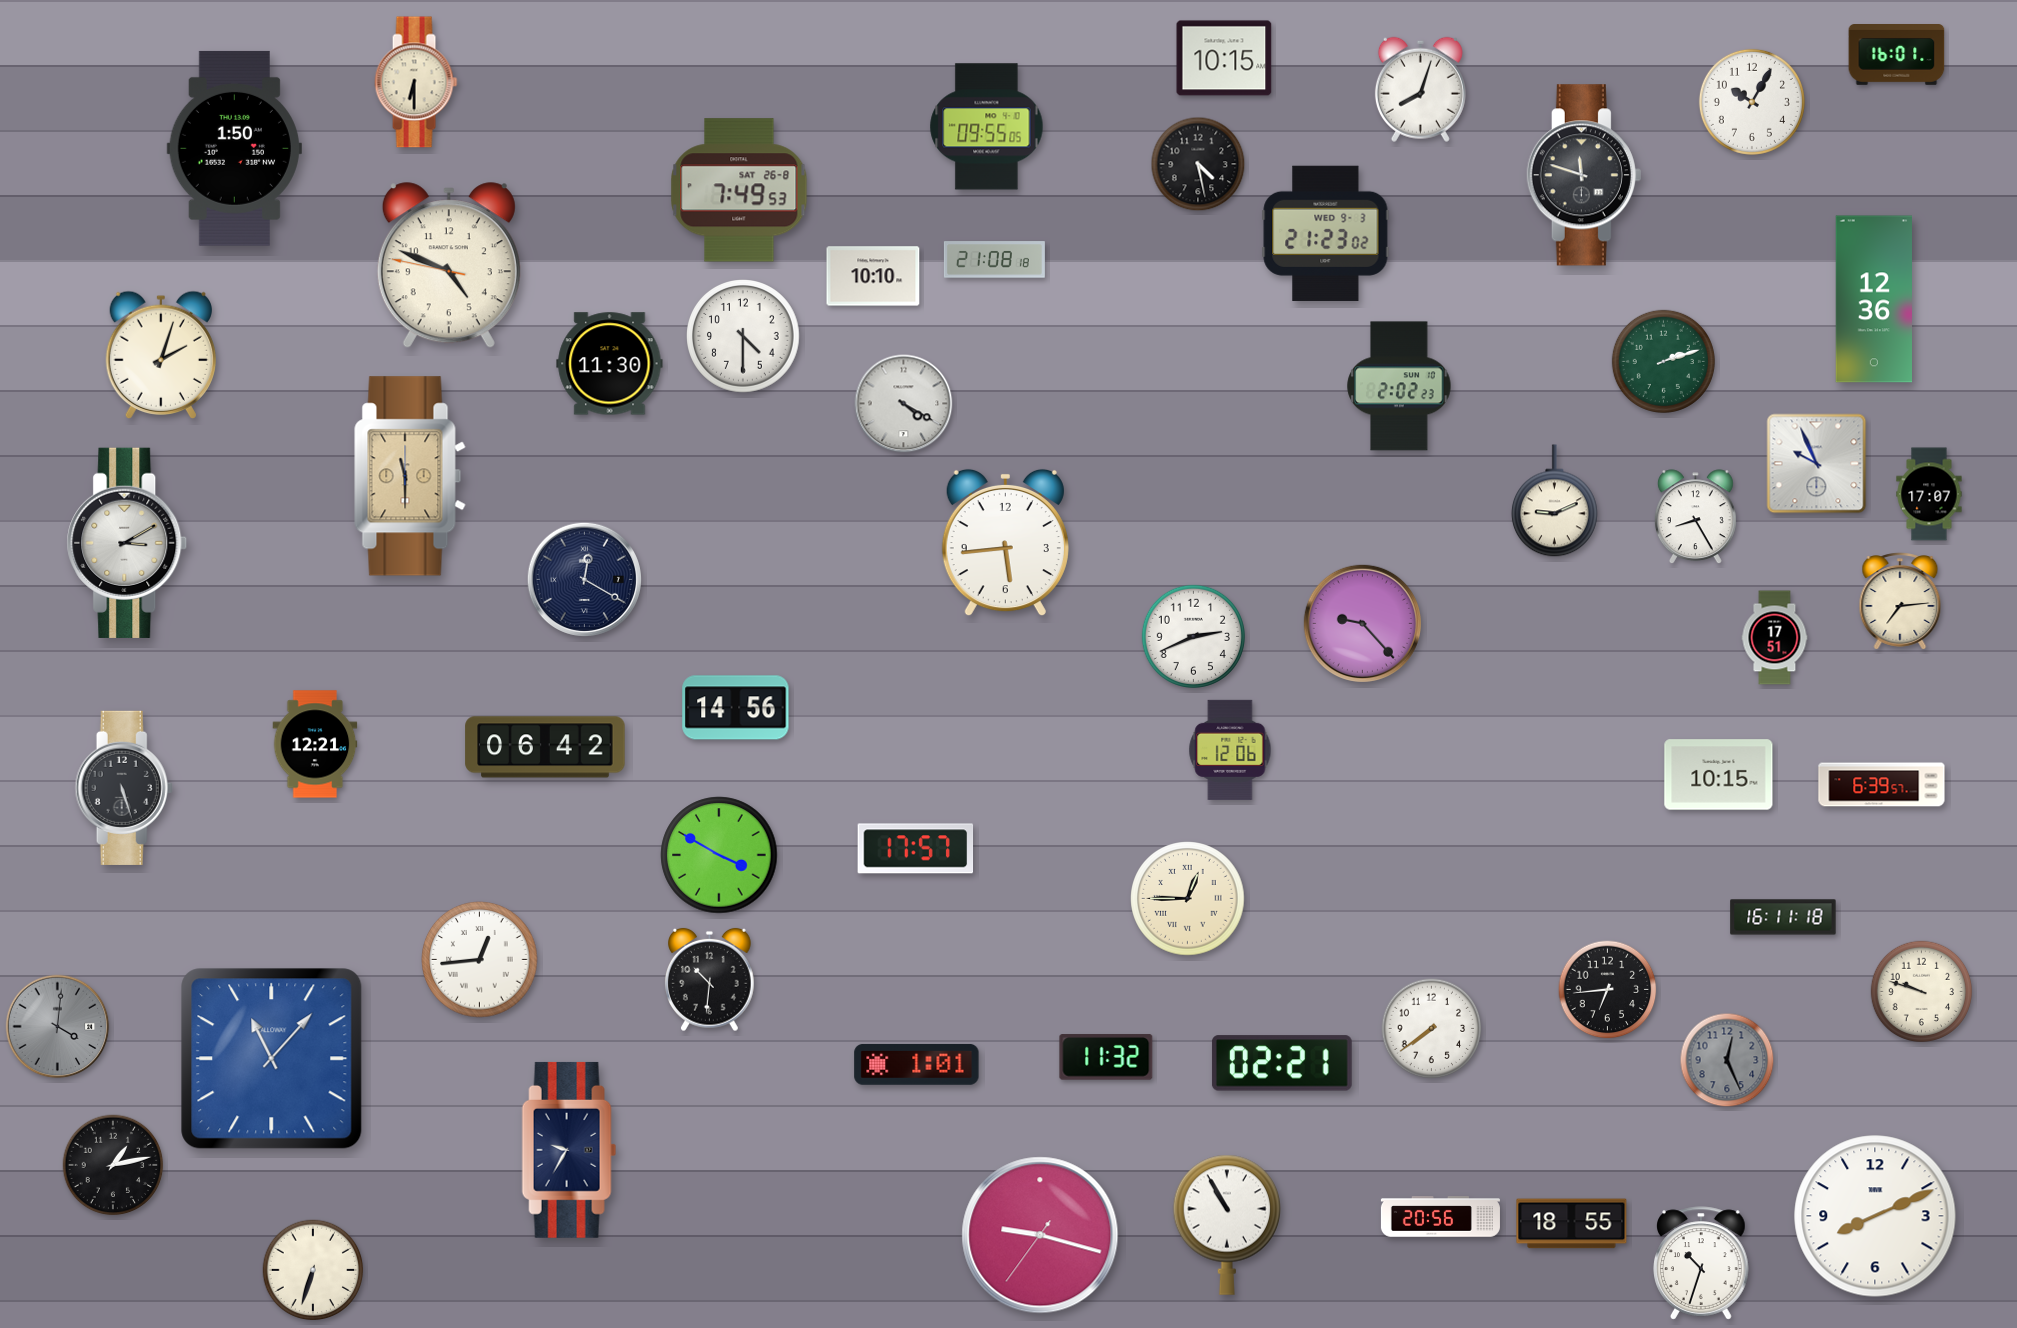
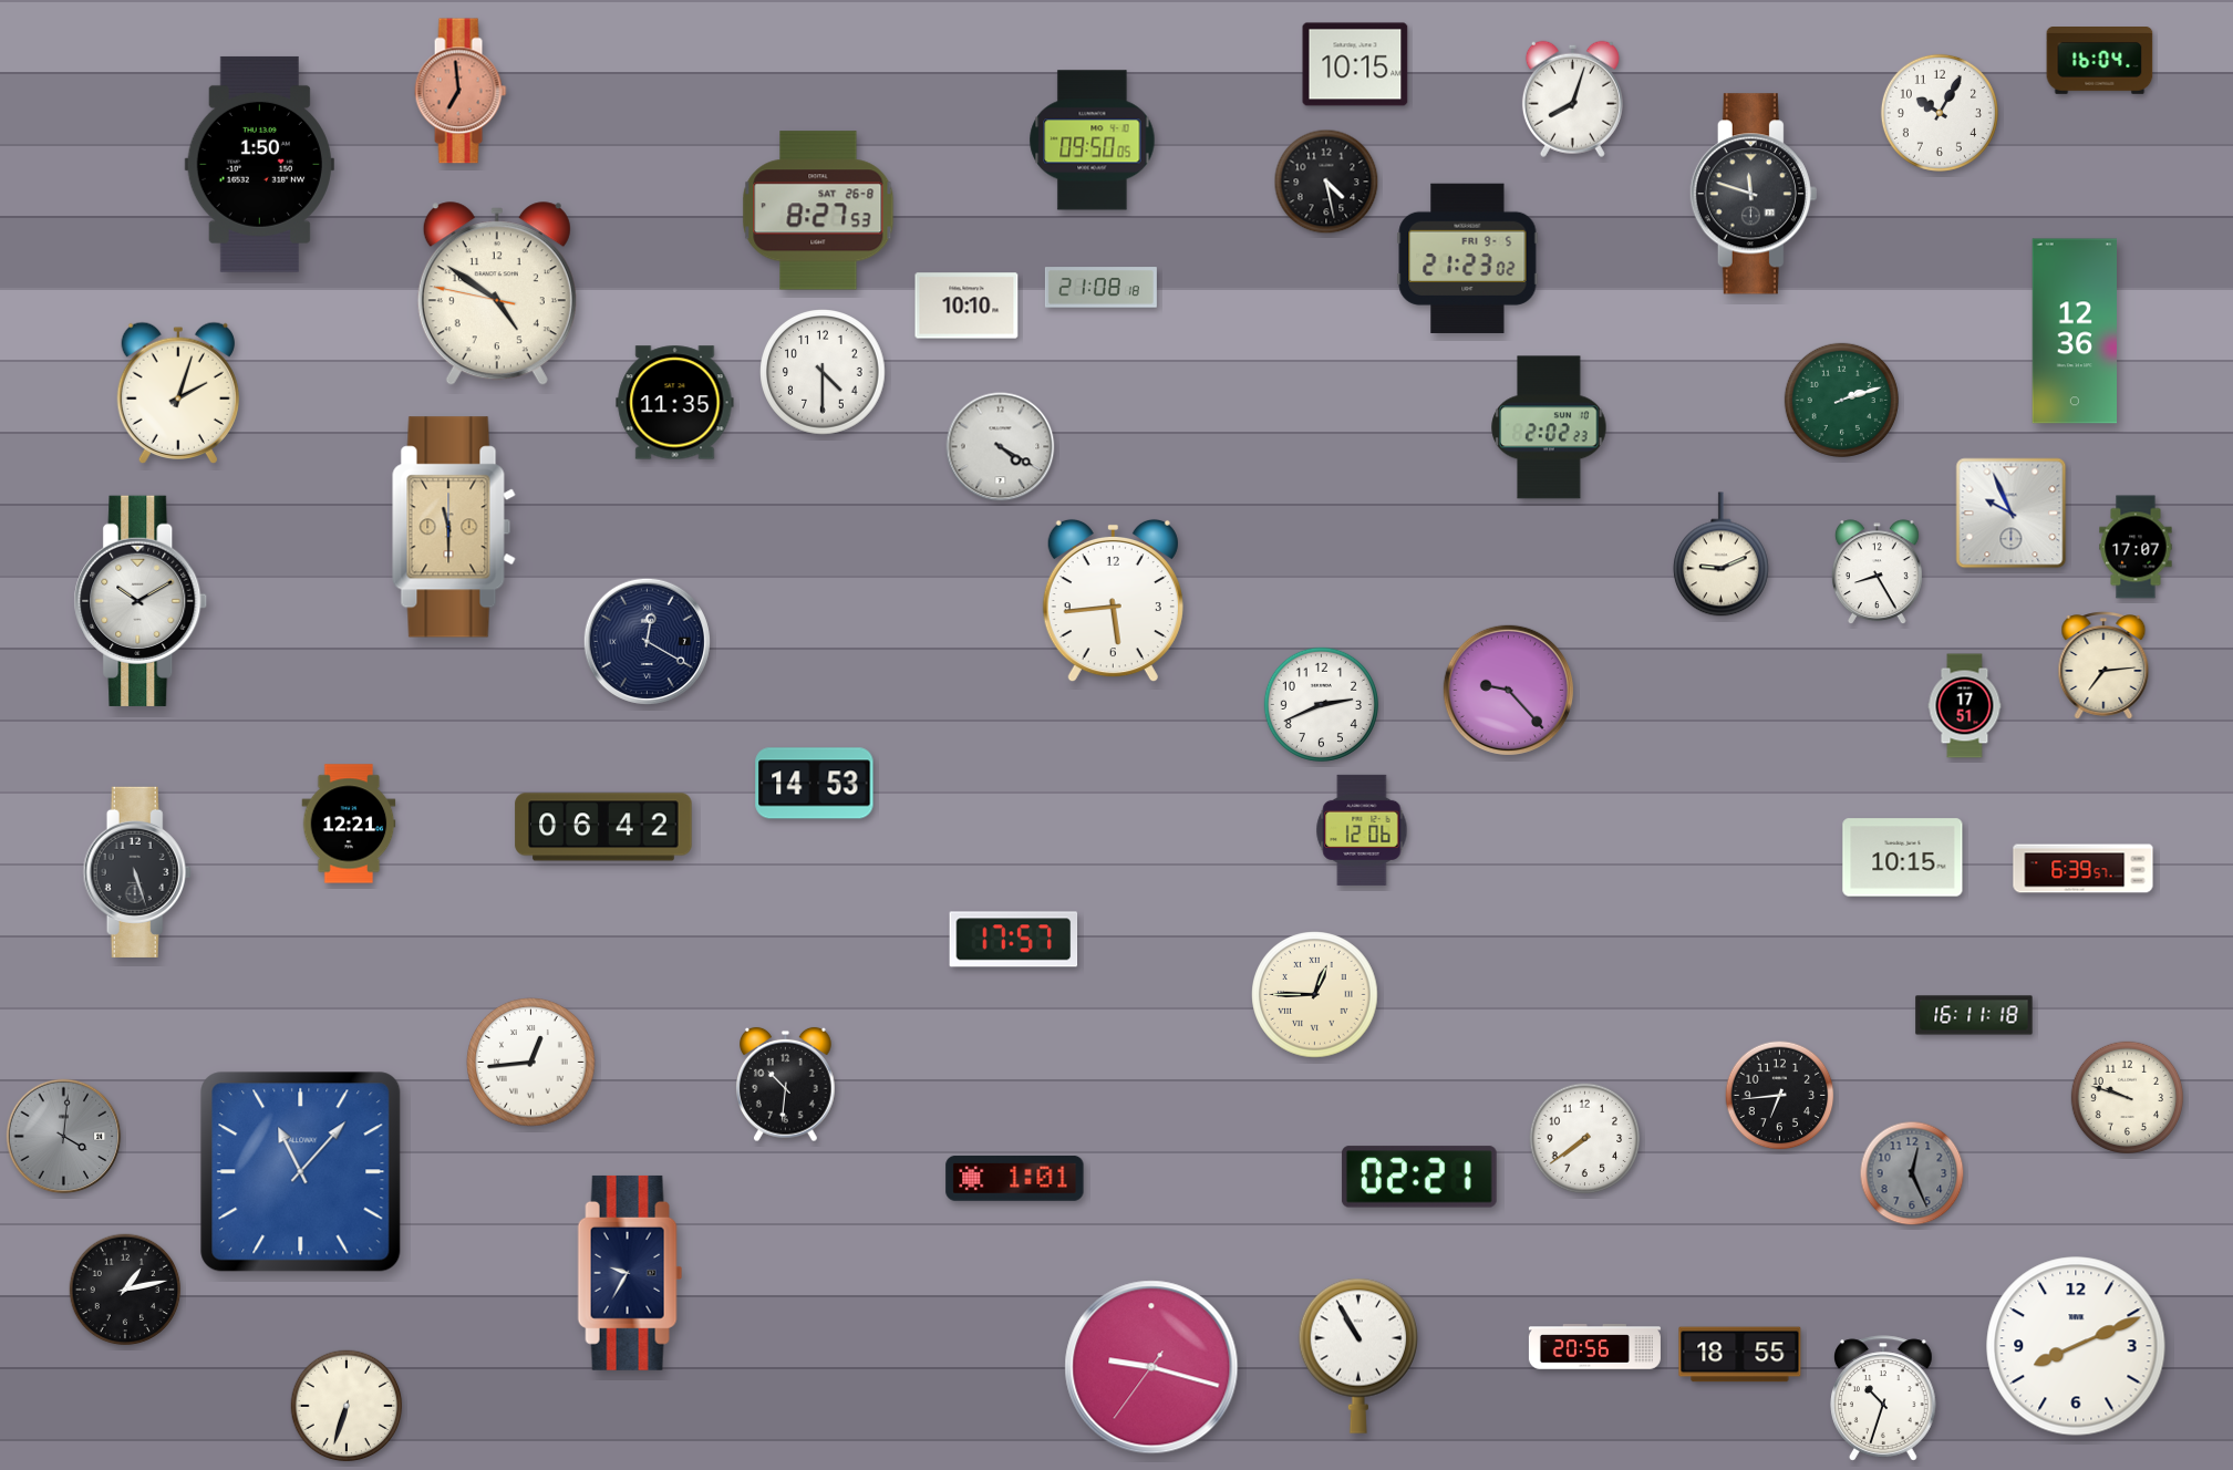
clock at (1897, 55): 16:01 -> 16:04
clock at (416, 82): 6:30 -> 6:59
clock at (416, 82) dial: cream -> salmon
clock at (987, 127): 09:55 -> 09:50
clock at (739, 190): 7:49 -> 8:27
clock at (1326, 233) date: WED 9-3 -> FRI 9-5
clock at (449, 266): 4:48 -> 4:50
clock at (610, 364): 11:30 -> 11:35
clock at (127, 543): 3:10 -> 10:10
clock at (736, 708): 14:56 -> 14:53
clock at (719, 855): 3:50 -> none
clock at (1106, 1057): 11:32 -> none
